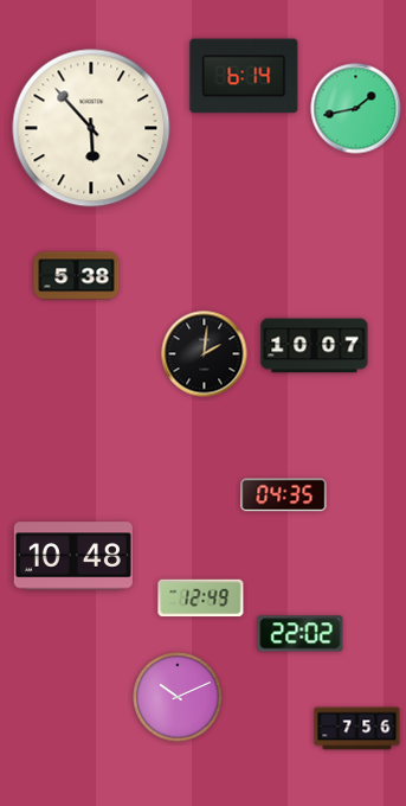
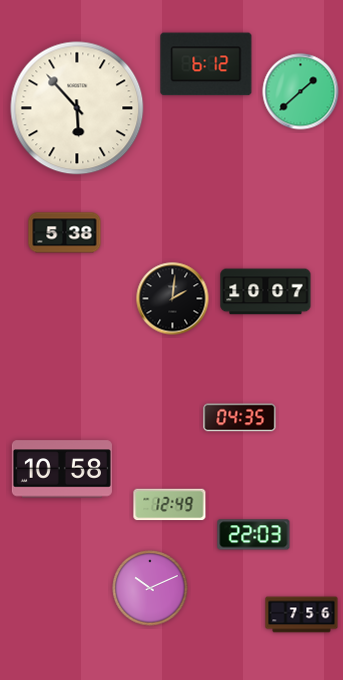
clock at (244, 76): 6:14 -> 6:12
clock at (356, 109): 1:43 -> 1:38
clock at (73, 556): 10:48 -> 10:58
clock at (301, 634): 22:02 -> 22:03
